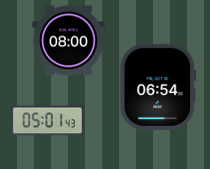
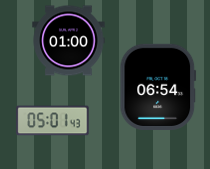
clock at (69, 41): 08:00 -> 01:00
clock at (48, 121) position: (48, 121) -> (53, 121)
